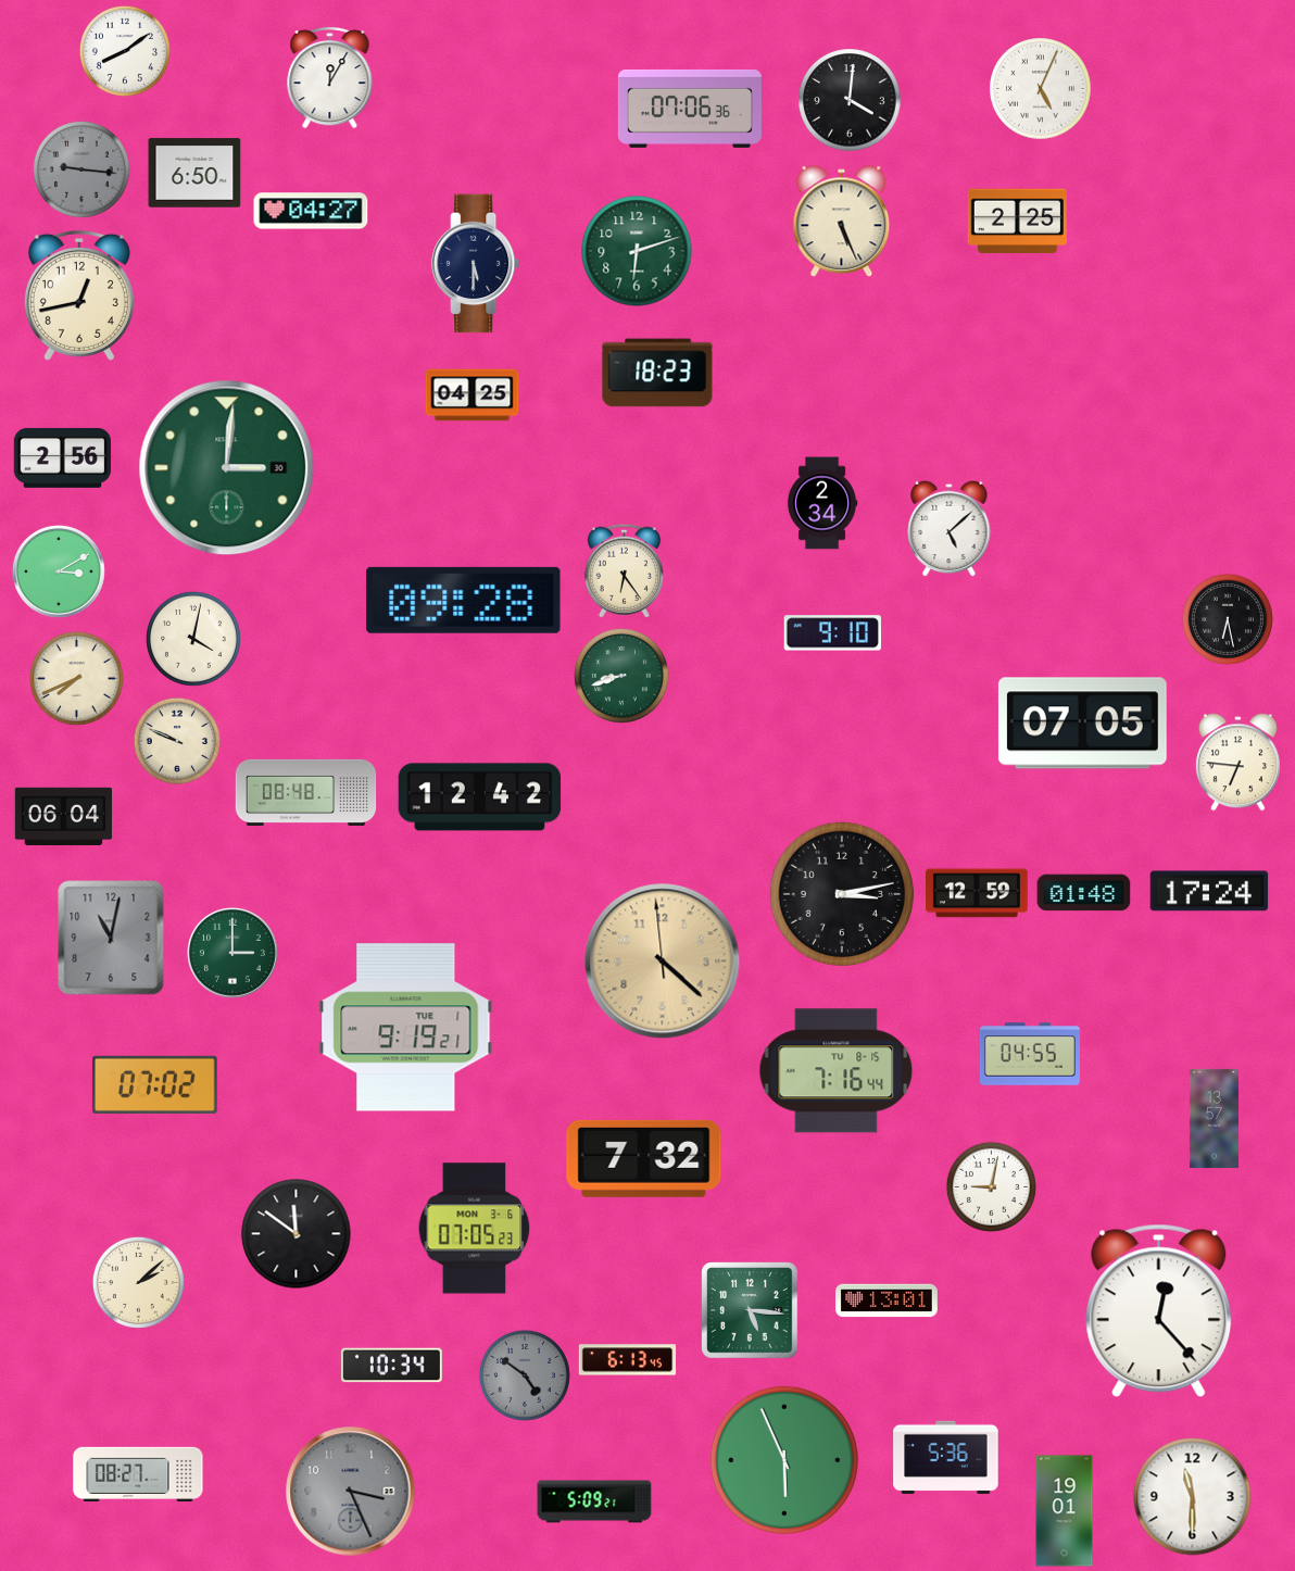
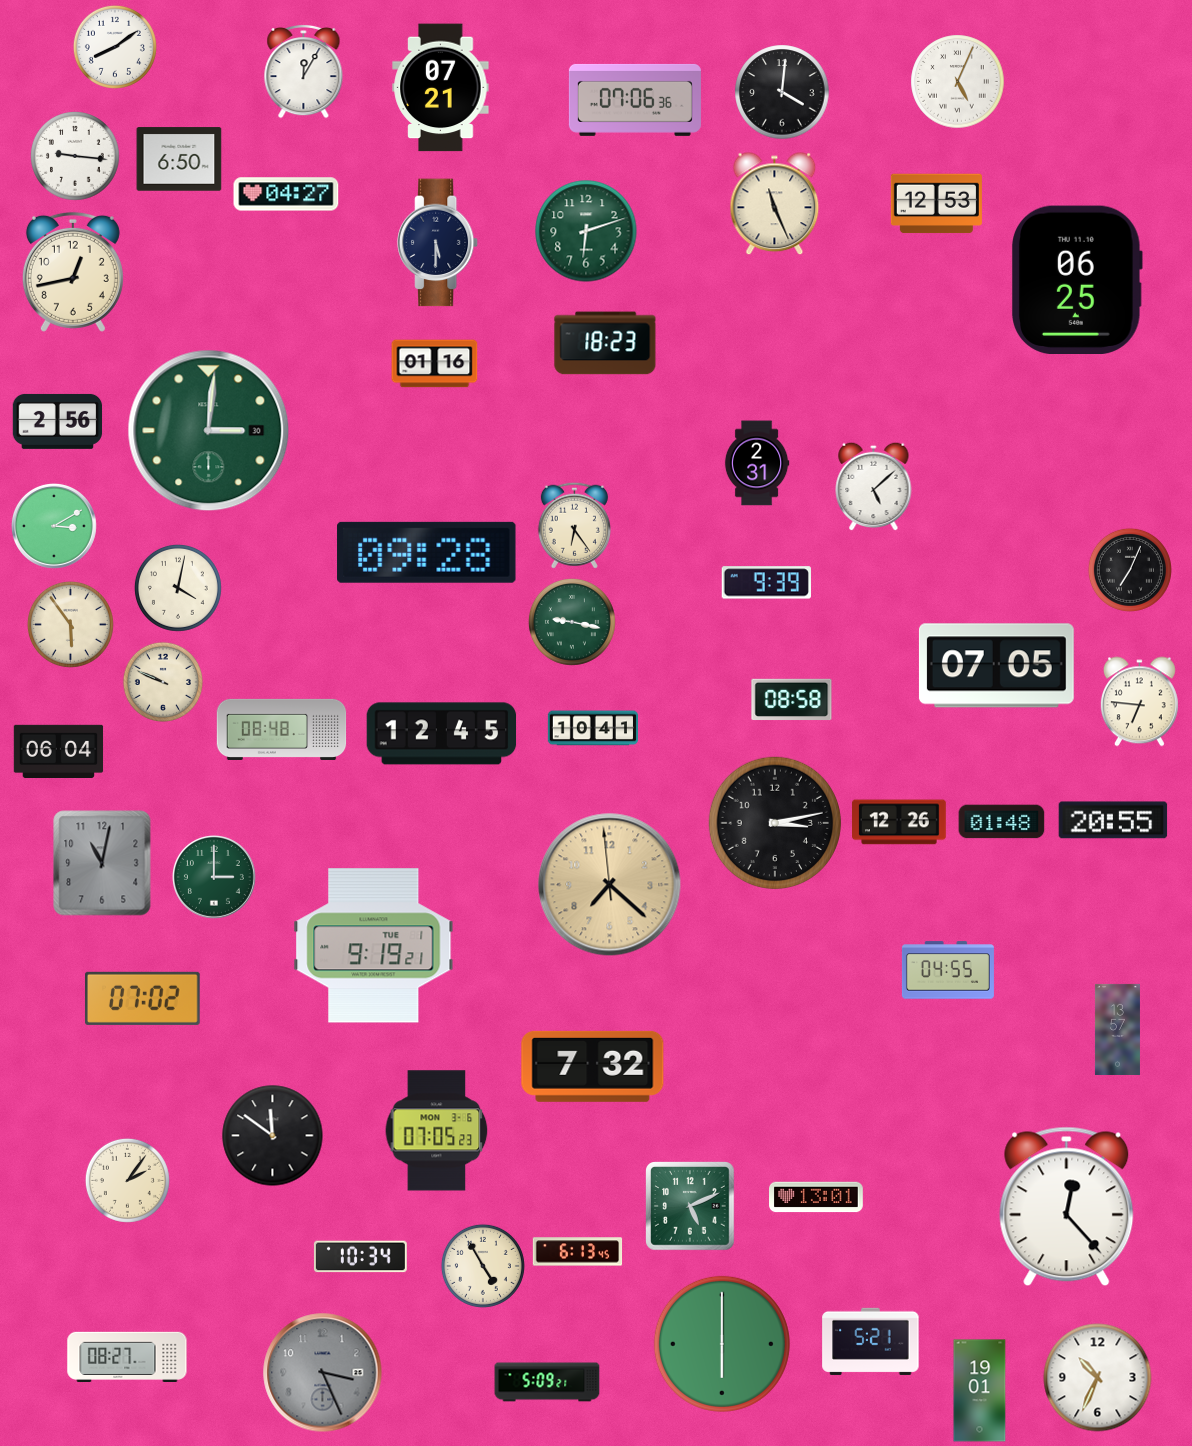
clock at (441, 88): none -> 07:21
clock at (83, 171) dial: grey -> white
clock at (842, 222): 5:26 -> 11:26
clock at (1017, 222): 2:25 -> 12:53
clock at (1077, 280): none -> 06:25
clock at (473, 395): 04:25 -> 01:16
clock at (822, 503): 2:34 -> 2:31
clock at (1228, 619): 6:28 -> 7:04
clock at (832, 633): 9:10 -> 9:39
clock at (621, 676): 8:42 -> 9:17
clock at (76, 678): 7:41 -> 5:54
clock at (792, 700): none -> 08:58
clock at (592, 728): none -> 10:41
clock at (480, 797): 12:42 -> 12:45
clock at (1209, 891): 17:24 -> 20:55
clock at (978, 893): 12:59 -> 12:26
clock at (1084, 893) position: (1084, 893) -> (1002, 822)
clock at (663, 962): 4:21 -> 7:21
clock at (837, 1071): 7:16 -> none
clock at (991, 1186): 9:02 -> none
clock at (138, 1282): 2:08 -> 2:06
clock at (750, 1310): 5:16 -> 5:11
clock at (525, 1375): 4:51 -> 4:55
clock at (525, 1375) dial: grey -> cream
clock at (946, 1457): 5:36 -> 5:21
clock at (784, 1460): 5:56 -> 6:00
clock at (1193, 1497): 11:30 -> 10:34
